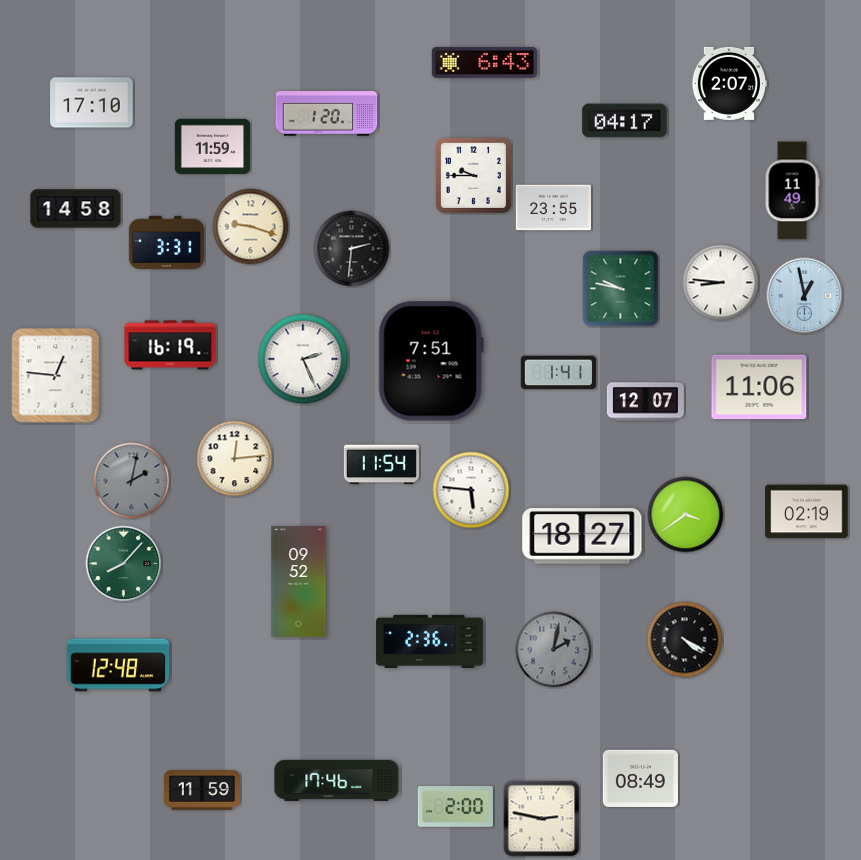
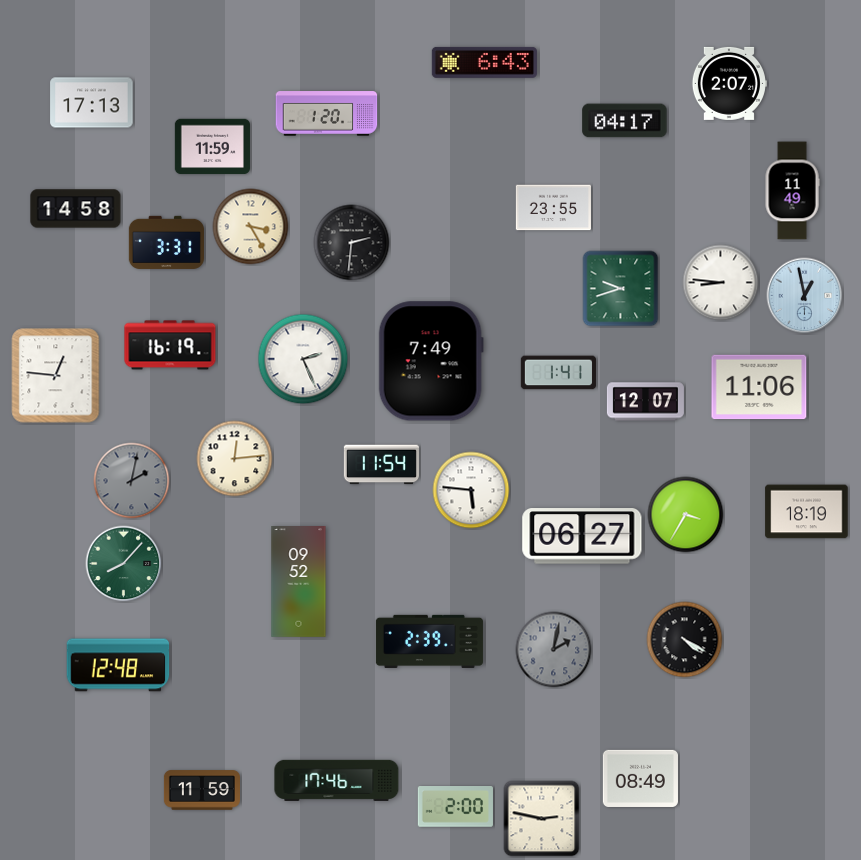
clock at (92, 103): 17:10 -> 17:13
clock at (473, 175): 9:45 -> none
clock at (251, 227): 9:18 -> 3:25
clock at (352, 249) position: (352, 249) -> (352, 243)
clock at (621, 289): 9:47 -> 9:42
clock at (431, 361): 7:51 -> 7:49
clock at (807, 512): 02:19 -> 18:19
clock at (686, 515): 3:39 -> 3:35
clock at (582, 536): 18:27 -> 06:27
clock at (429, 641): 2:36 -> 2:39
